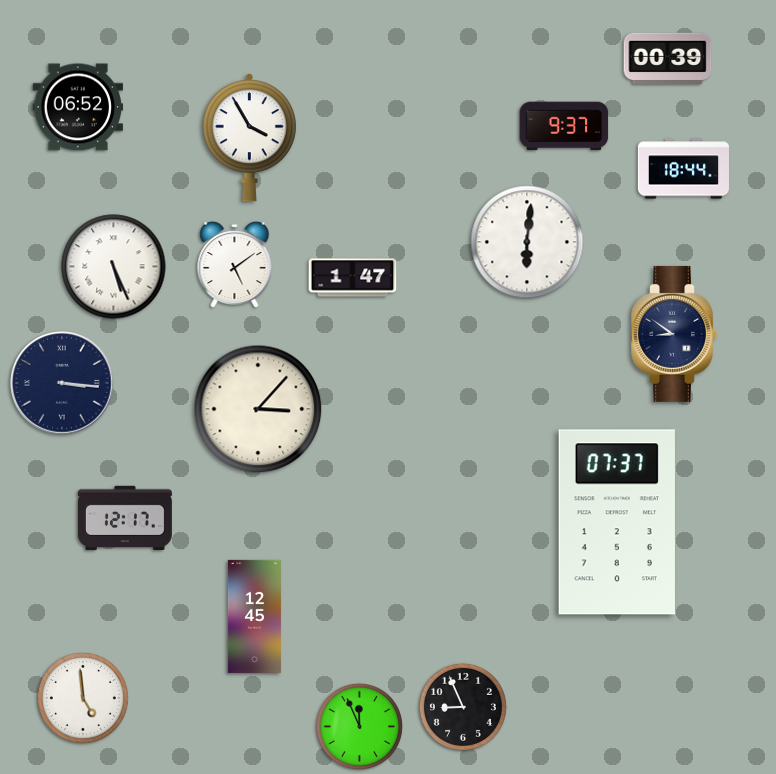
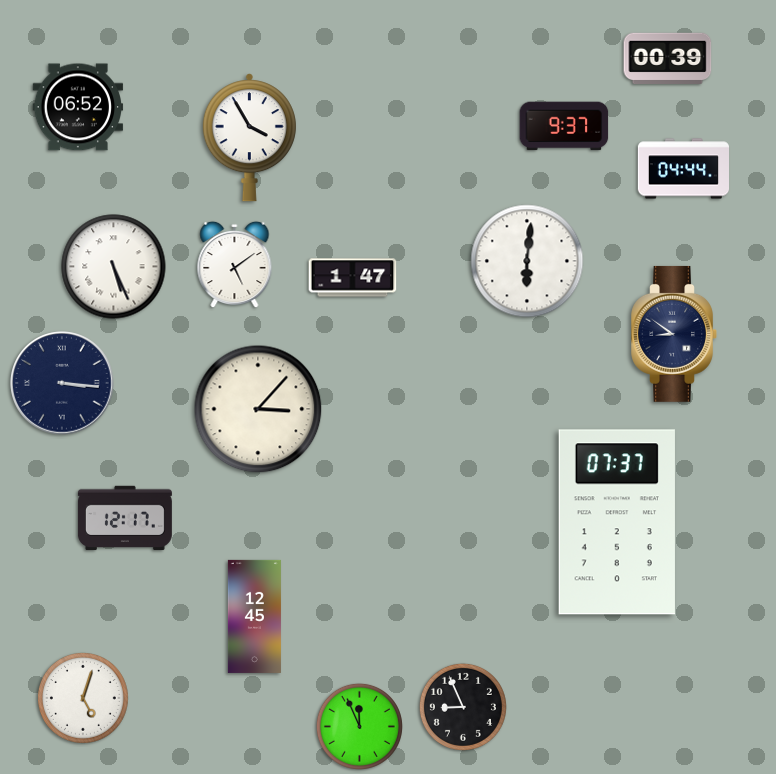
clock at (683, 169): 18:44 -> 04:44
clock at (527, 242) position: (527, 242) -> (527, 261)
clock at (83, 698): 4:59 -> 5:03
